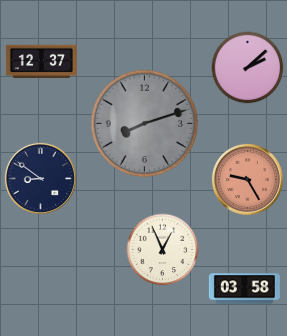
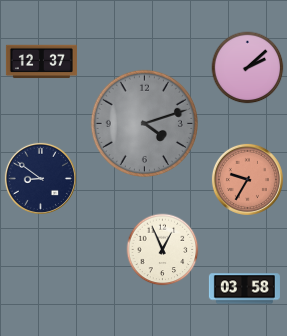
clock at (144, 123): 8:12 -> 4:12
clock at (247, 179): 9:25 -> 9:35
